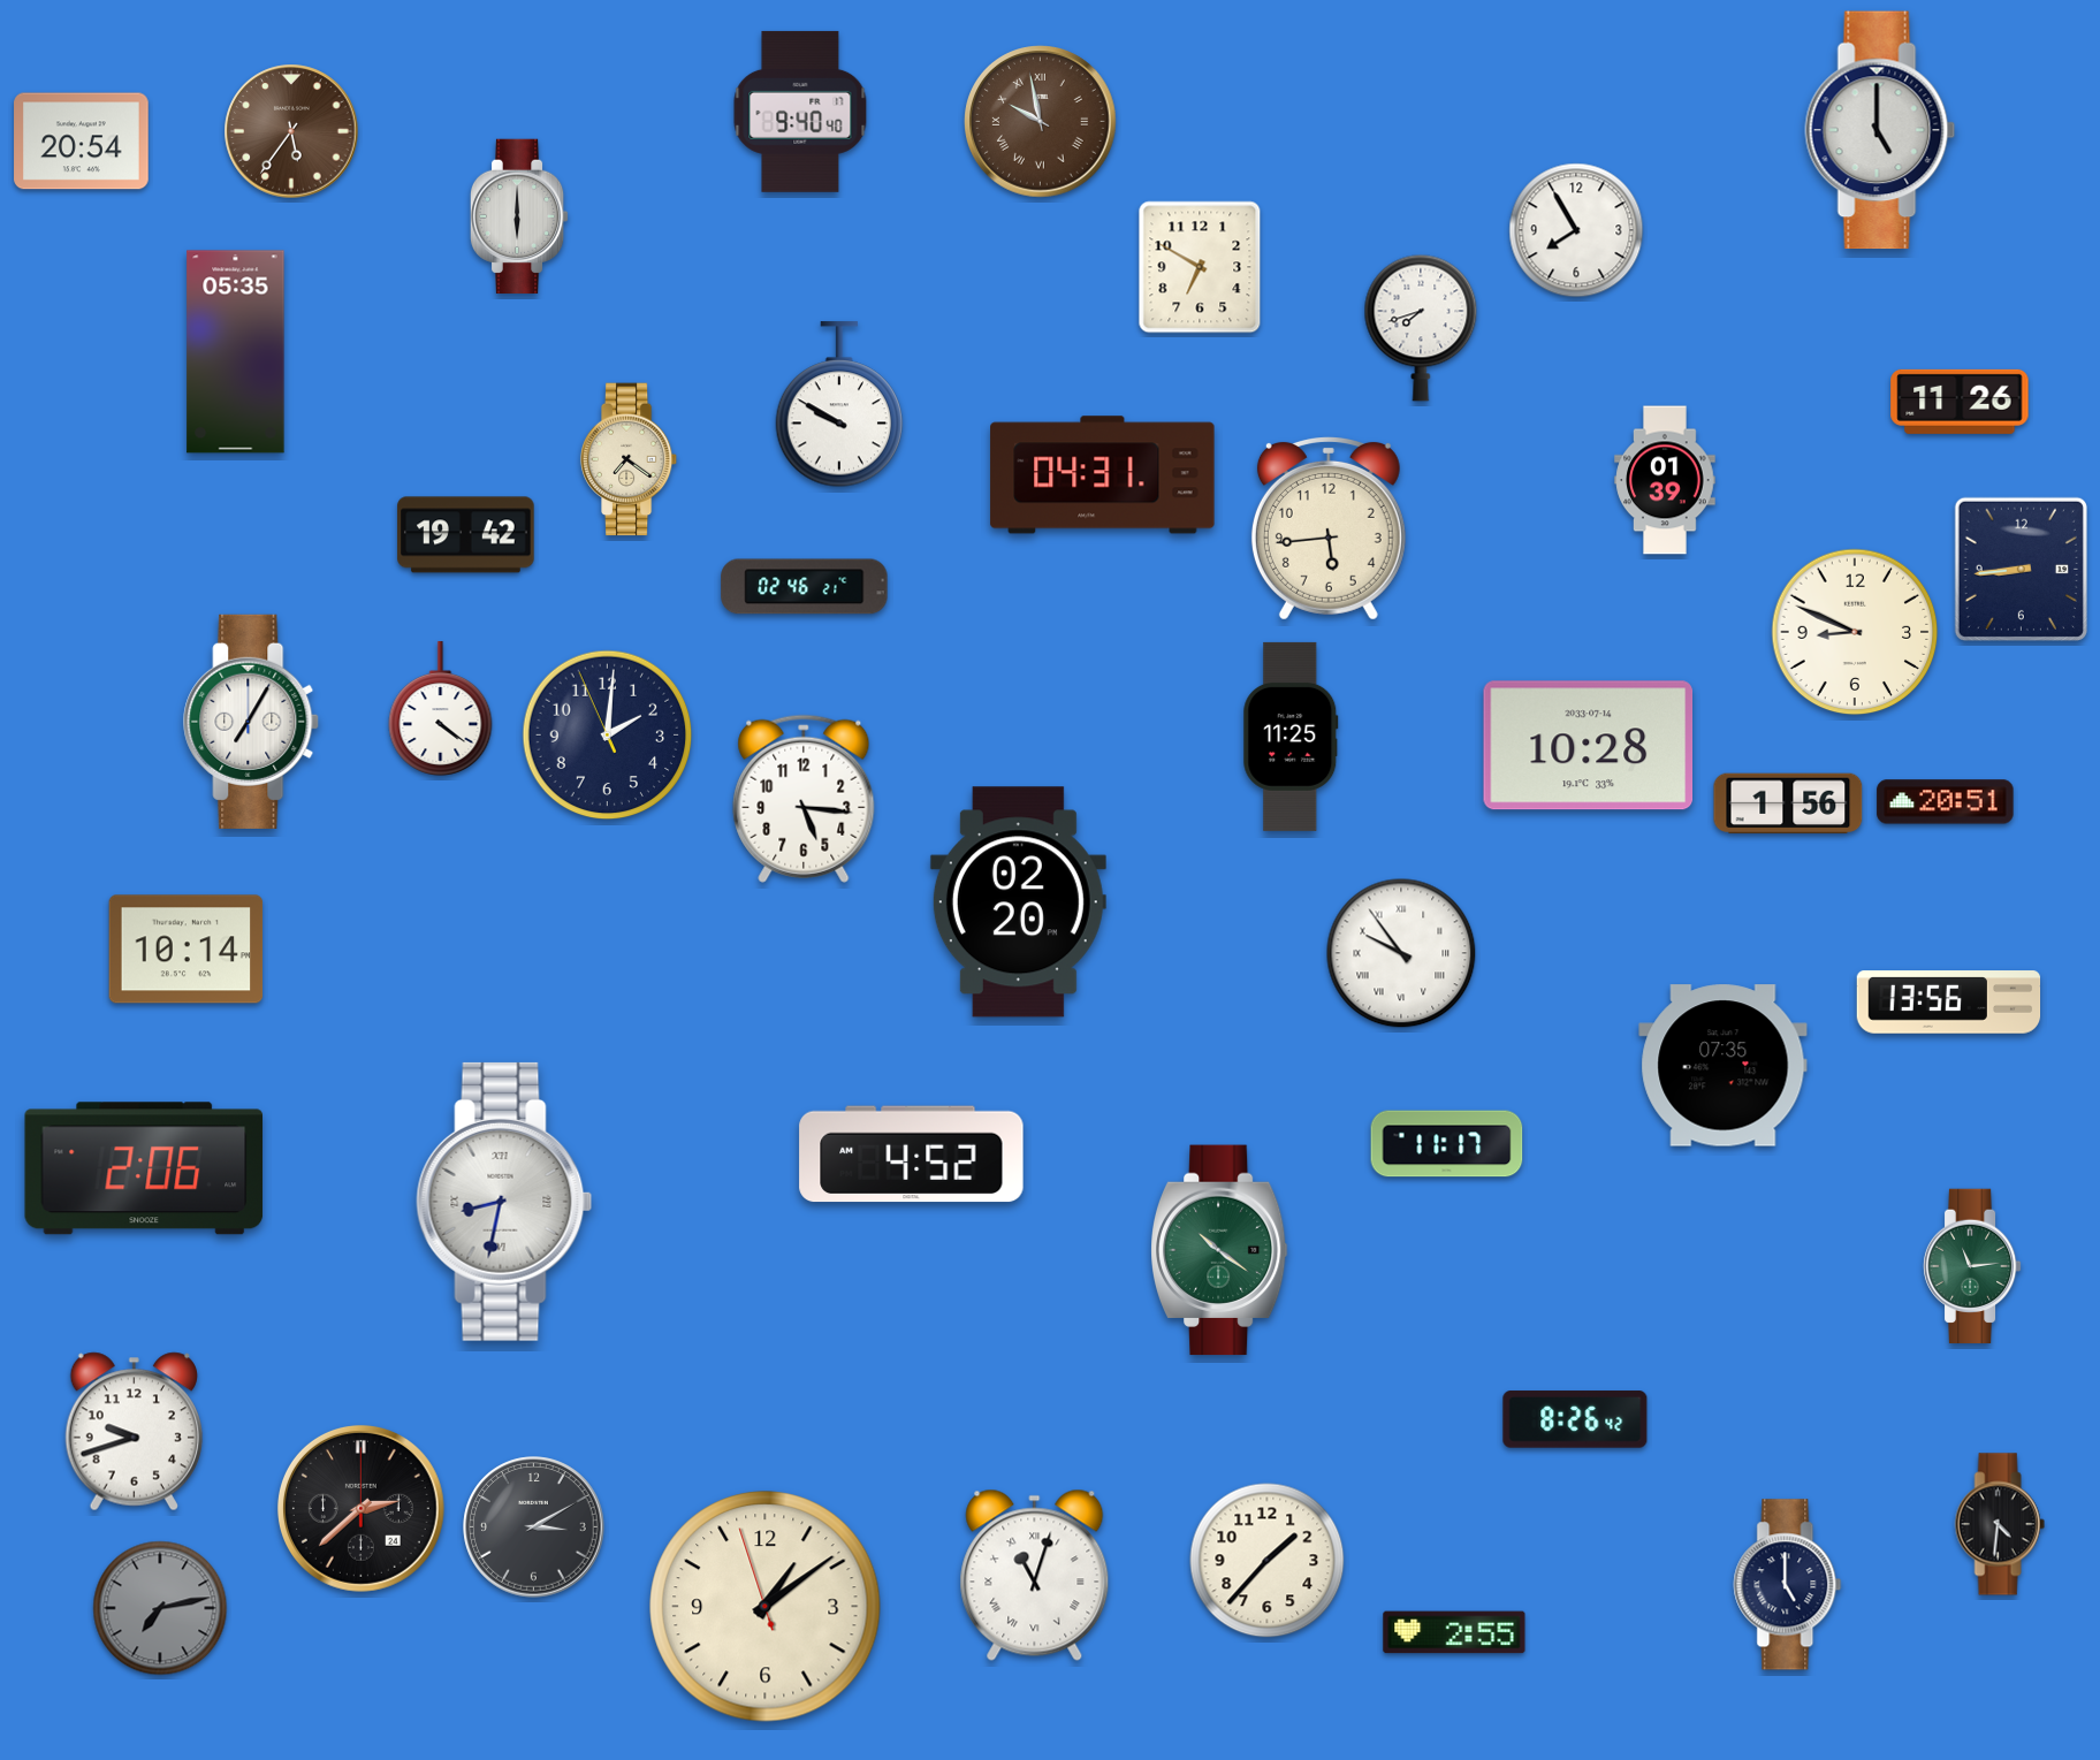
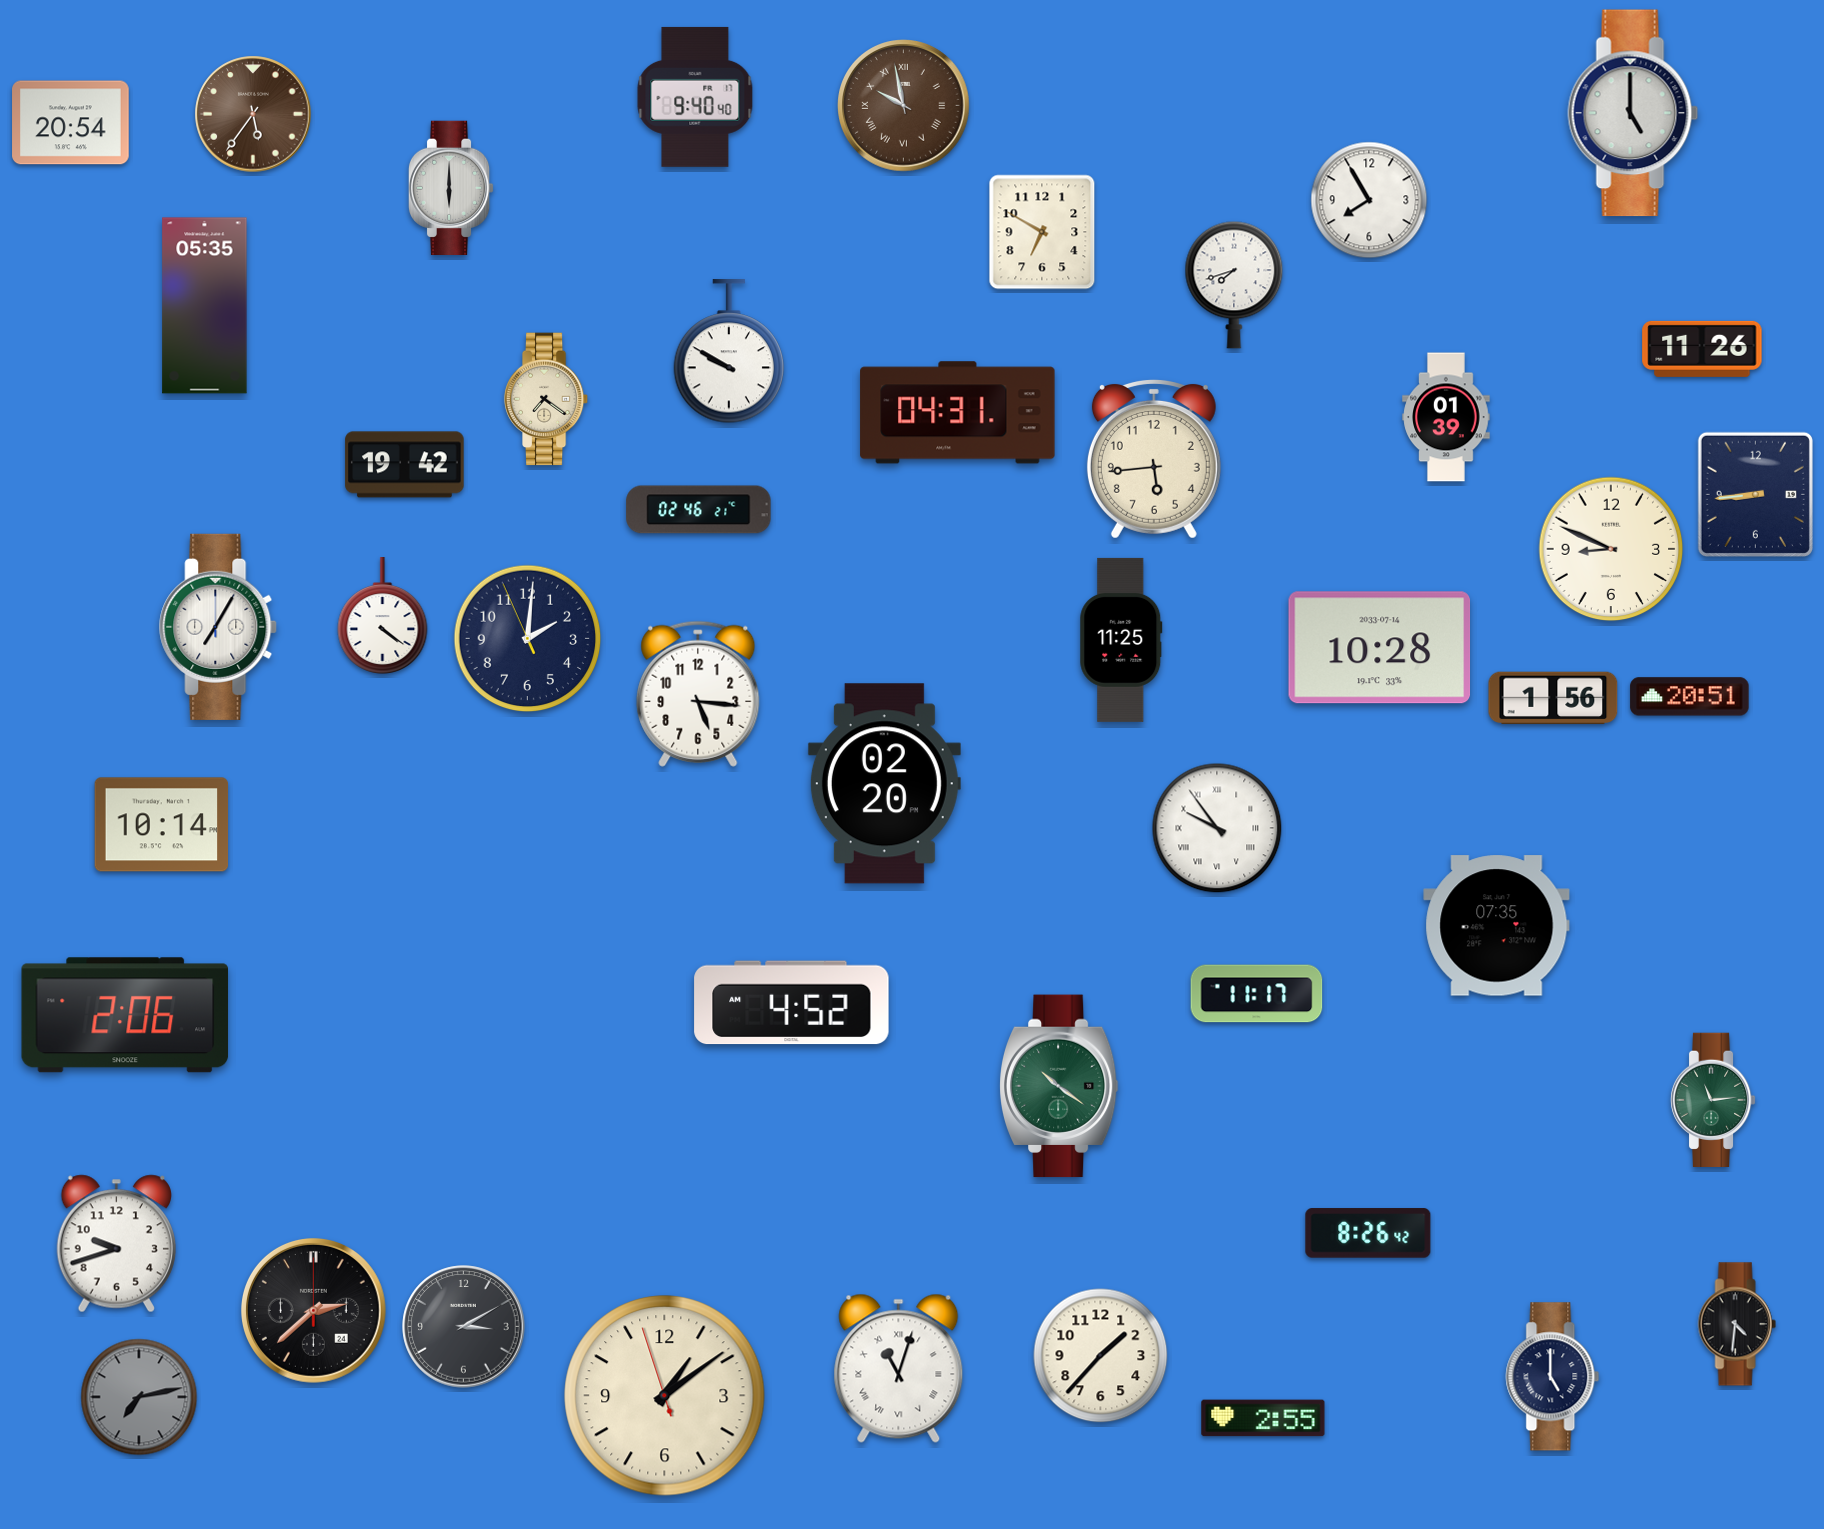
clock at (1949, 1003): 13:56 -> none
clock at (504, 1202): 8:32 -> none
